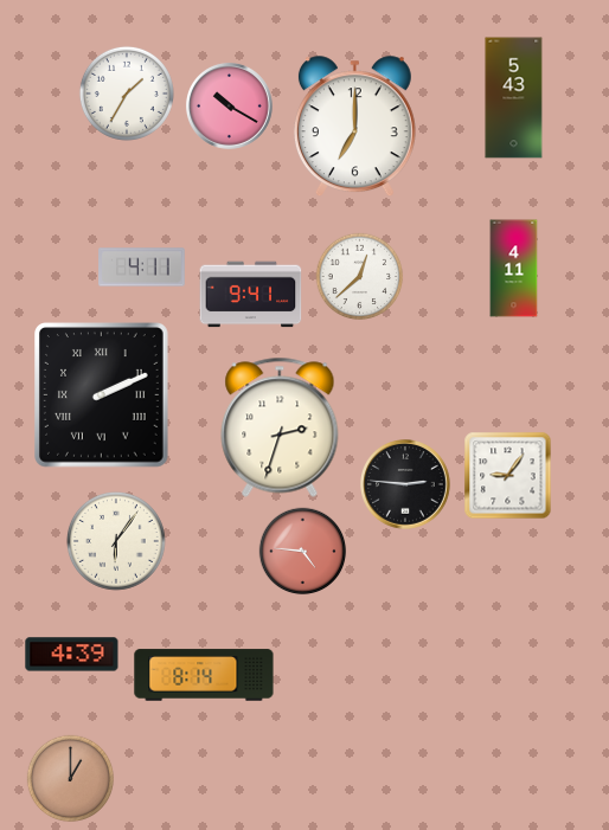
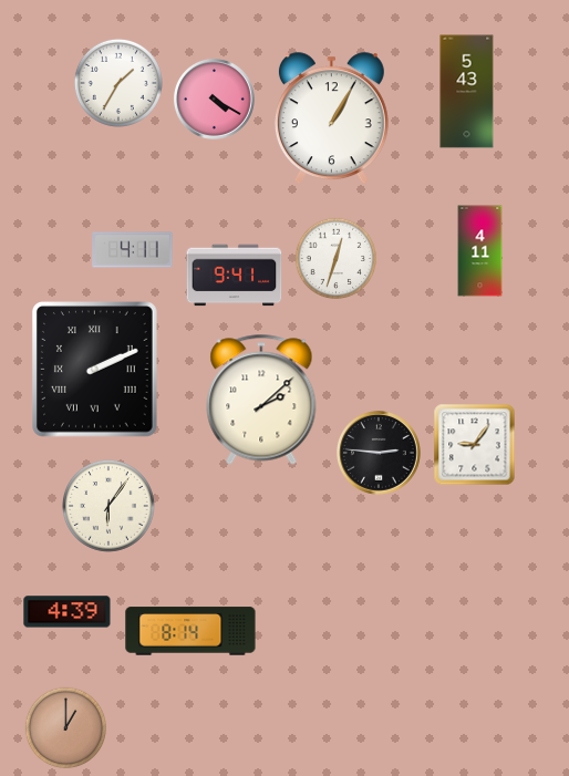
clock at (127, 94) position: (127, 94) -> (118, 83)
clock at (514, 98) position: (514, 98) -> (467, 92)
clock at (229, 105): 10:20 -> 4:20
clock at (354, 127): 7:00 -> 1:05
clock at (360, 277): 12:38 -> 12:33
clock at (280, 427): 2:33 -> 2:08
clock at (303, 552): 4:46 -> none
